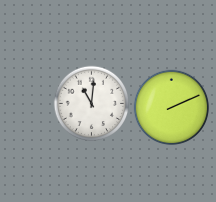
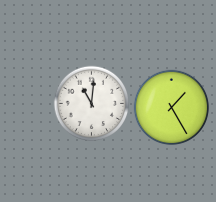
clock at (172, 108): 2:11 -> 1:25
